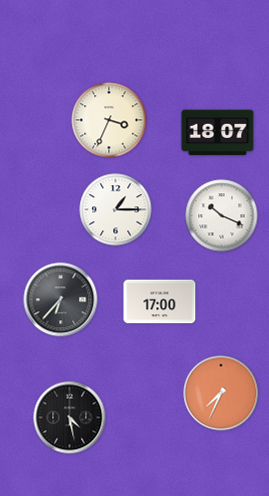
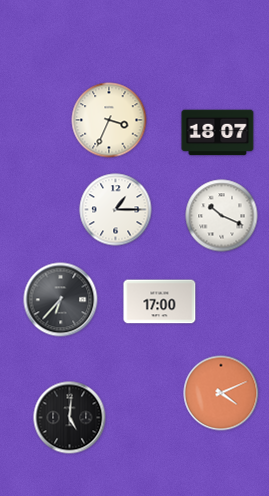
clock at (221, 393): 7:34 -> 4:11
clock at (70, 418): 4:28 -> 5:01
